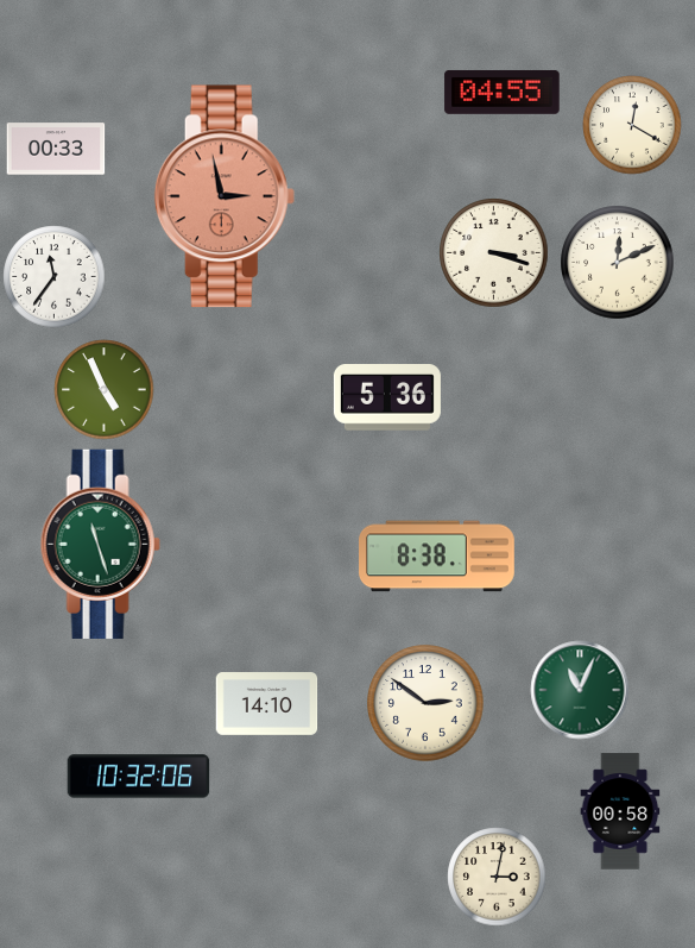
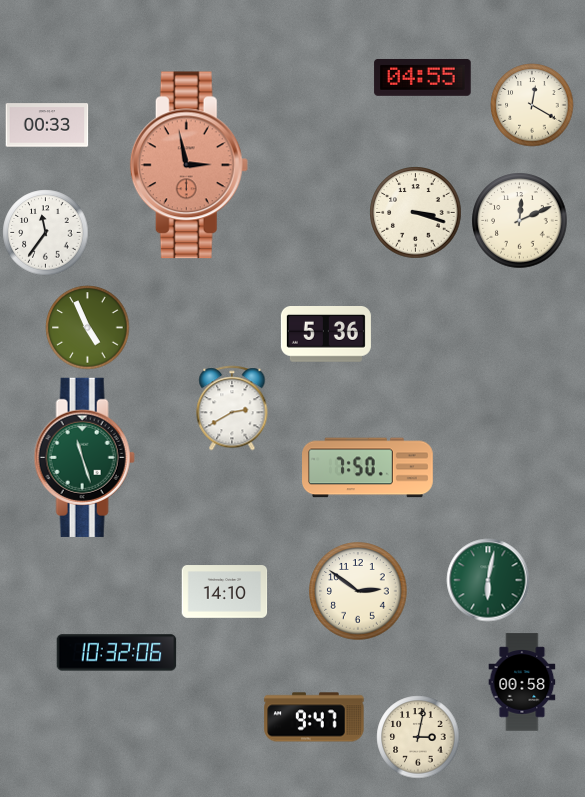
clock at (232, 408): none -> 2:40
clock at (437, 557): 8:38 -> 7:50
clock at (580, 690): 11:04 -> 6:02
clock at (314, 717): none -> 9:47
